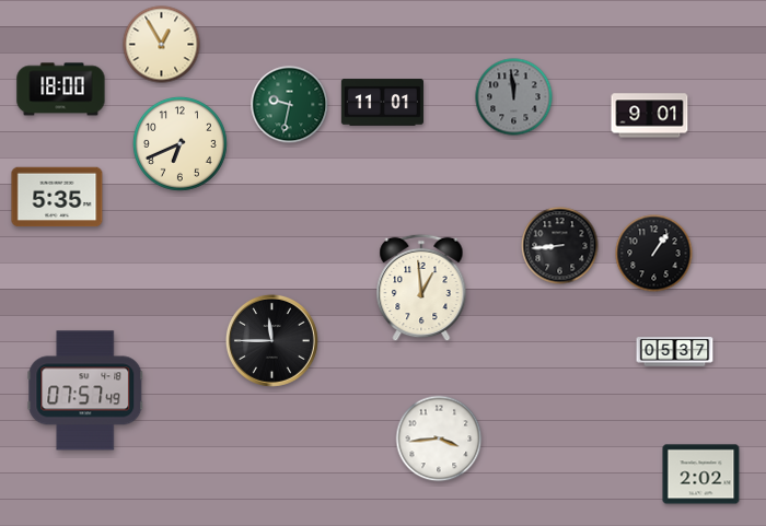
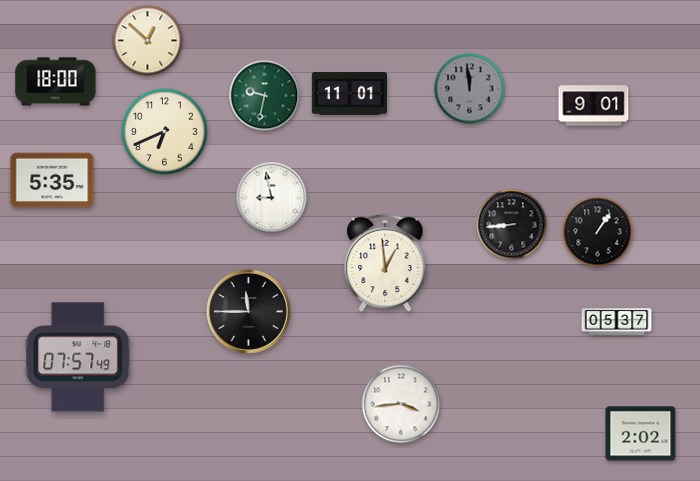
clock at (162, 45): 12:55 -> 12:52
clock at (272, 198): none -> 8:58
clock at (439, 439) position: (439, 439) -> (401, 404)
